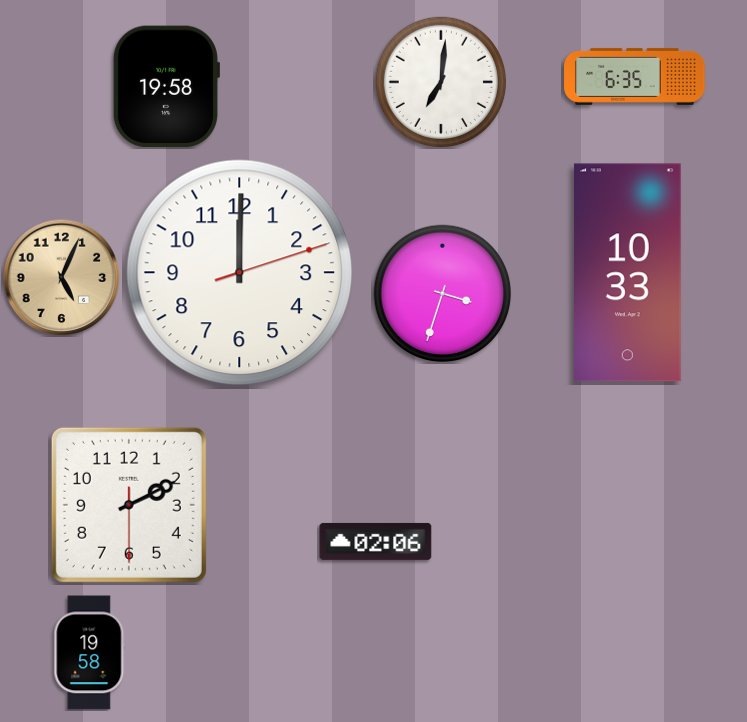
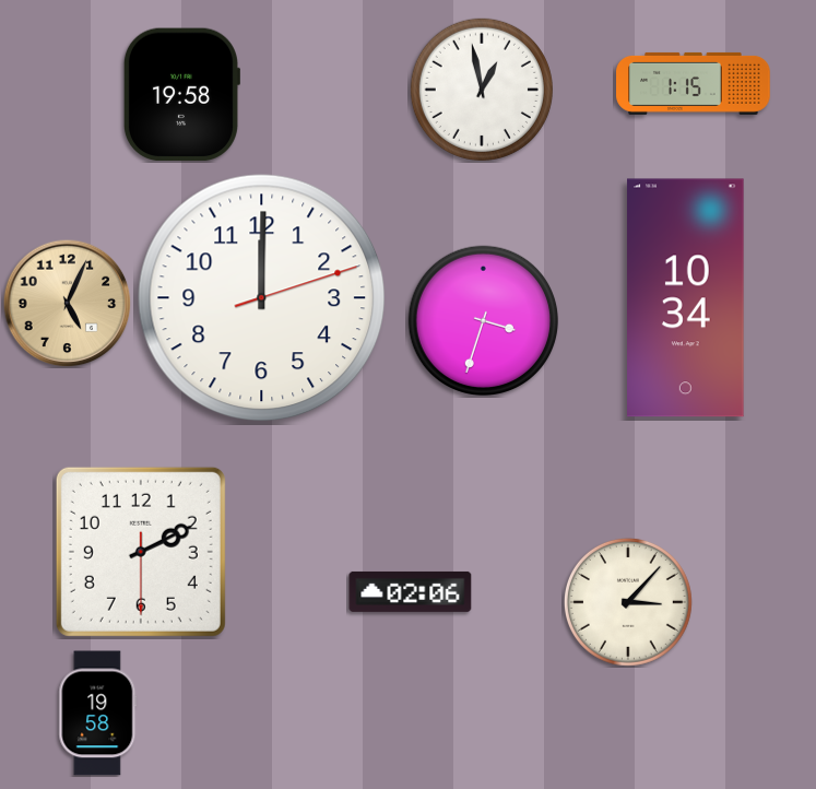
clock at (635, 76): 6:35 -> 1:15
clock at (441, 82): 7:01 -> 12:58
clock at (628, 273): 10:33 -> 10:34
clock at (628, 602): none -> 3:07
